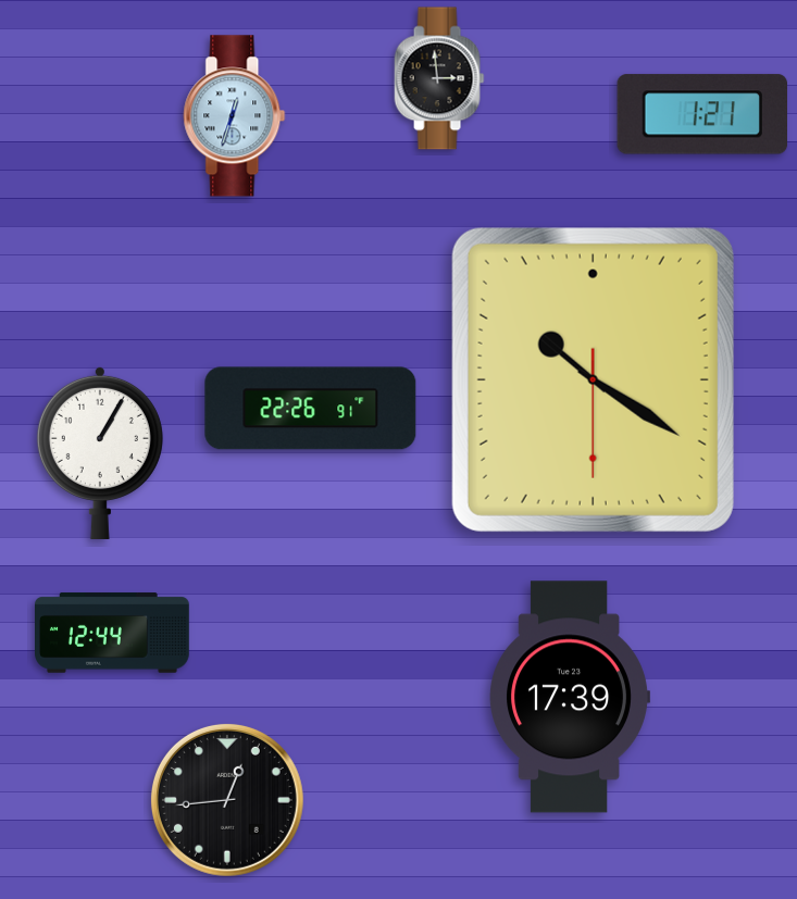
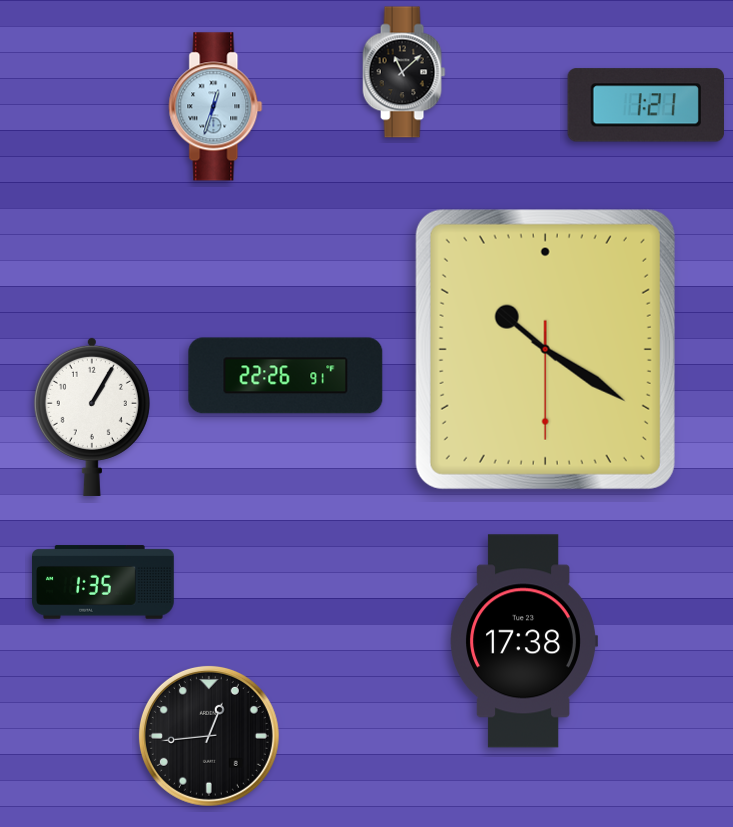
clock at (439, 78): 2:59 -> 11:08
clock at (113, 633): 12:44 -> 1:35
clock at (570, 697): 17:39 -> 17:38
